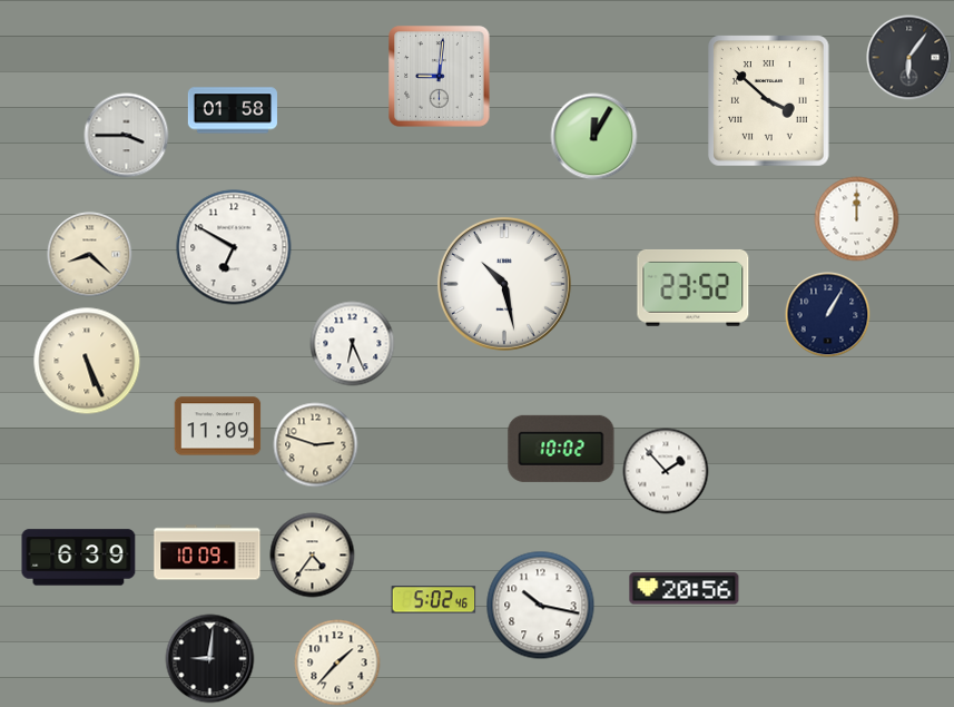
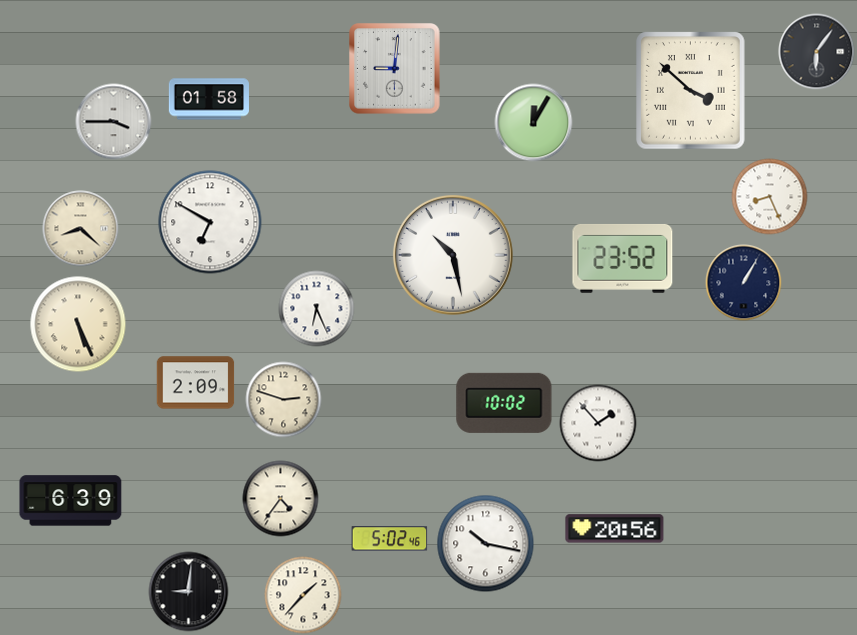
clock at (857, 219): 12:00 -> 8:26
clock at (218, 426): 11:09 -> 2:09
clock at (207, 552): 10:09 -> none
